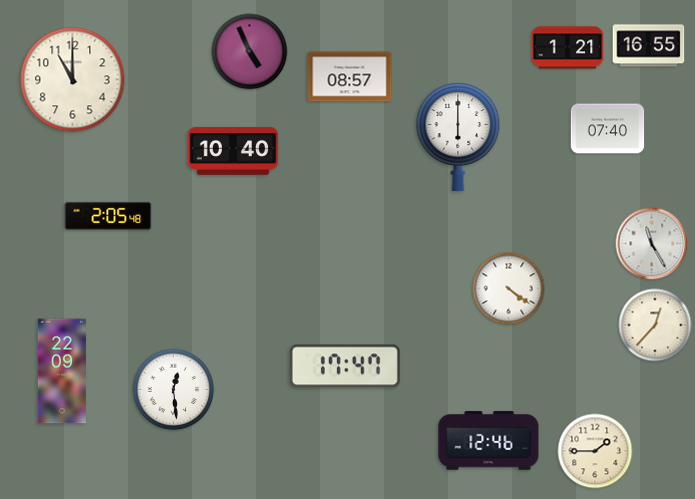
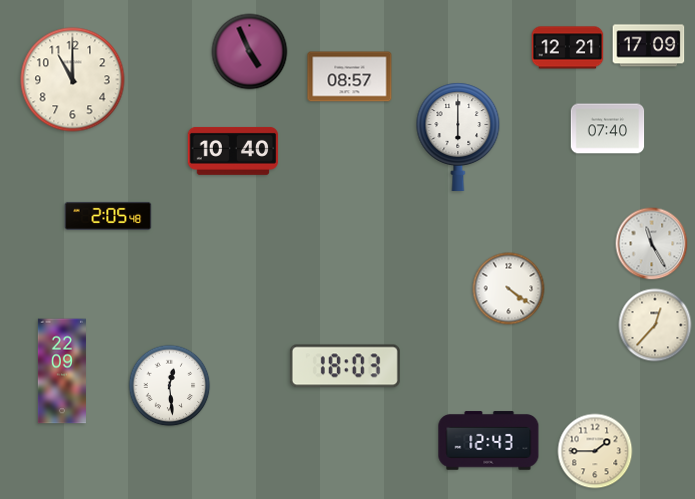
clock at (649, 46): 16:55 -> 17:09
clock at (568, 48): 1:21 -> 12:21
clock at (345, 366): 17:47 -> 18:03
clock at (174, 390) position: (174, 390) -> (170, 386)
clock at (489, 441): 12:46 -> 12:43
